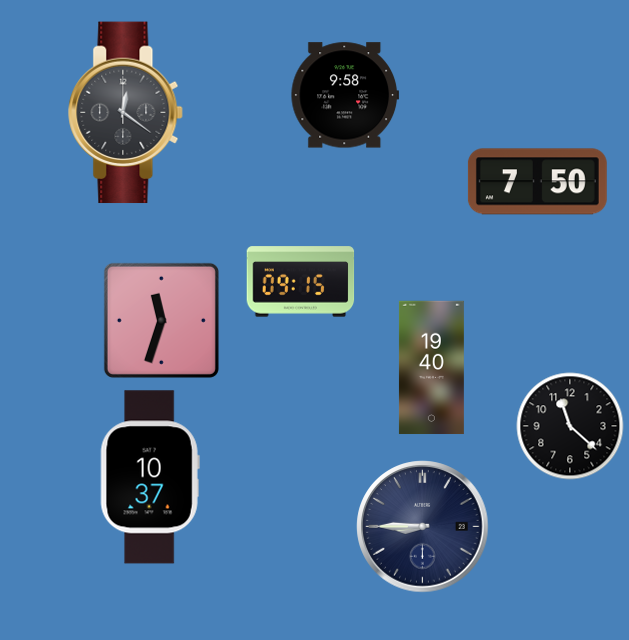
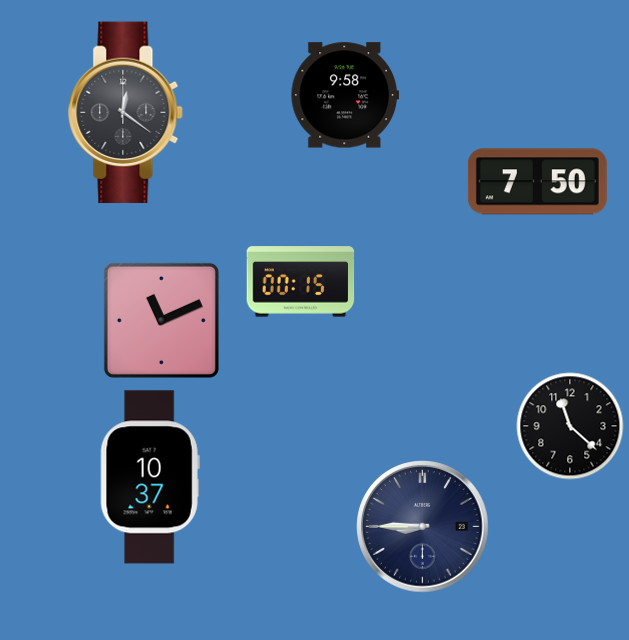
clock at (301, 282): 09:15 -> 00:15
clock at (161, 320): 11:33 -> 11:11
clock at (431, 368): 19:40 -> none
